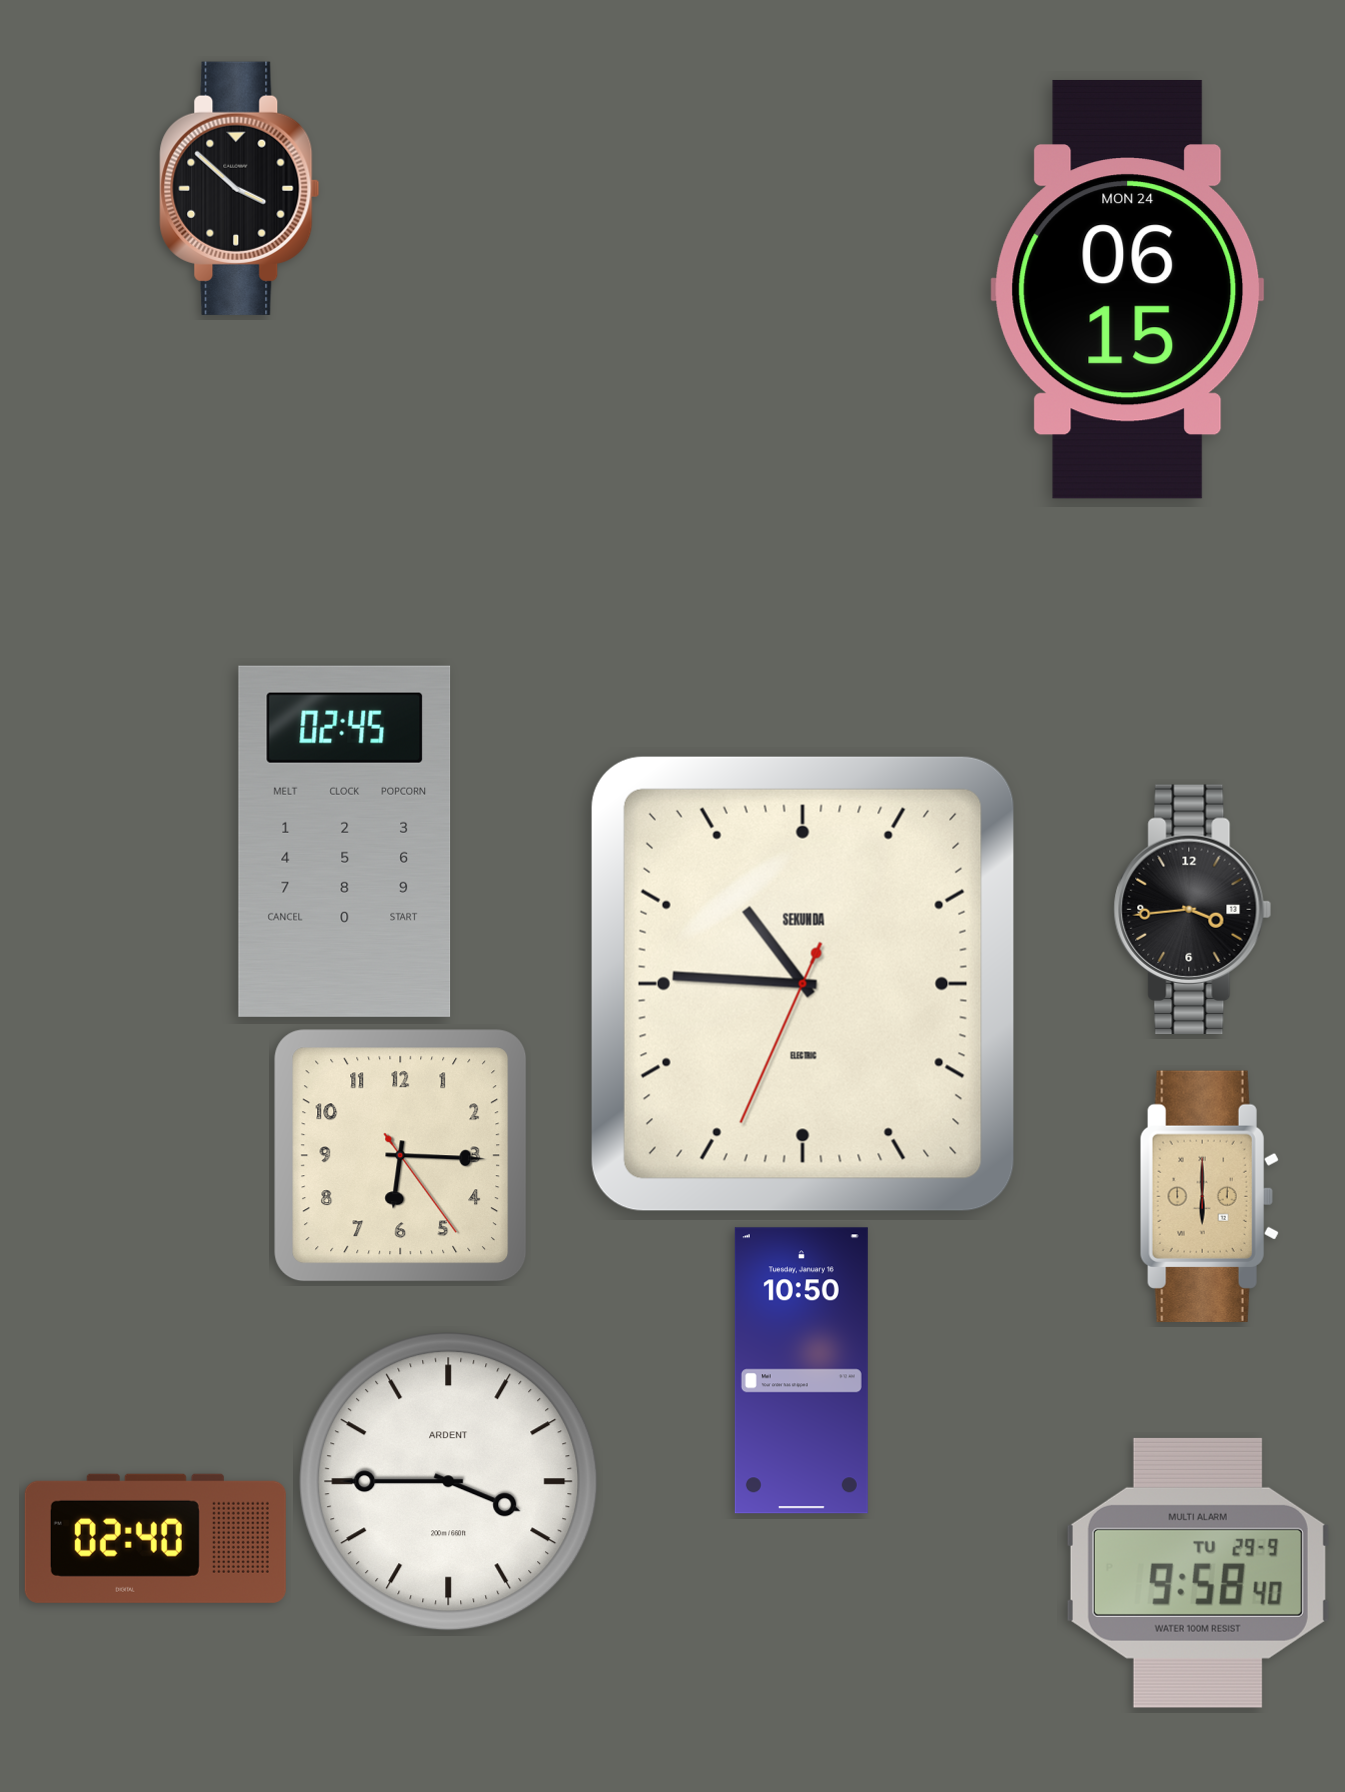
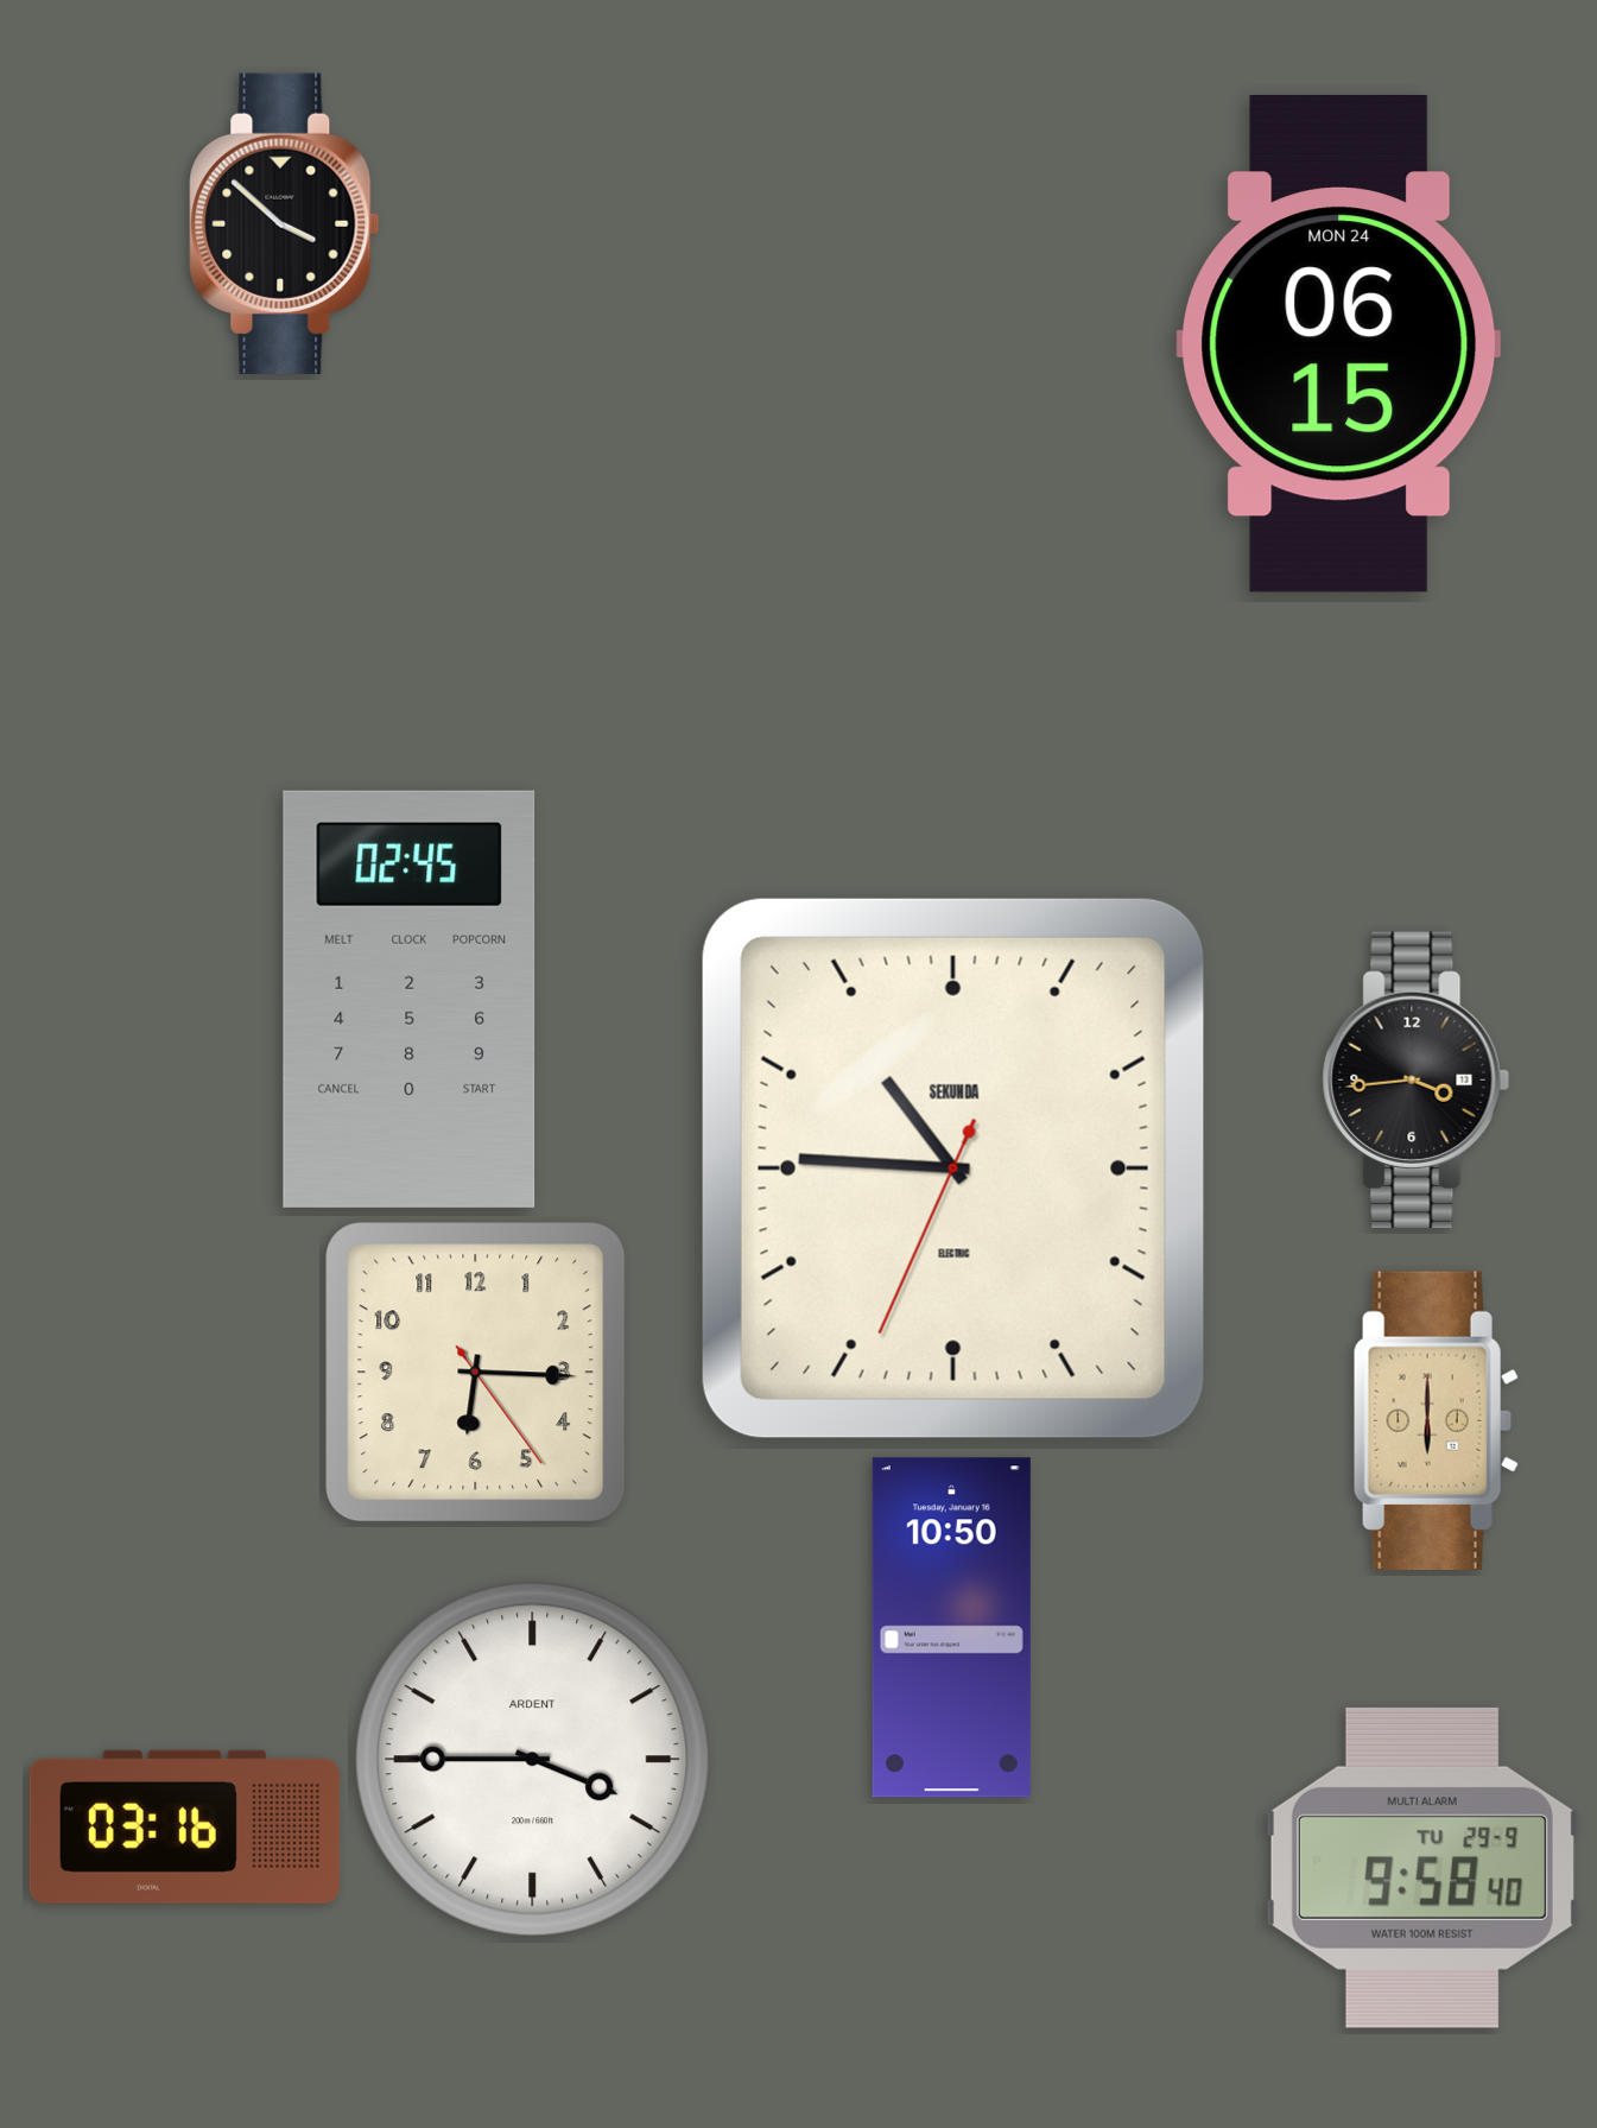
clock at (155, 1538): 02:40 -> 03:16
